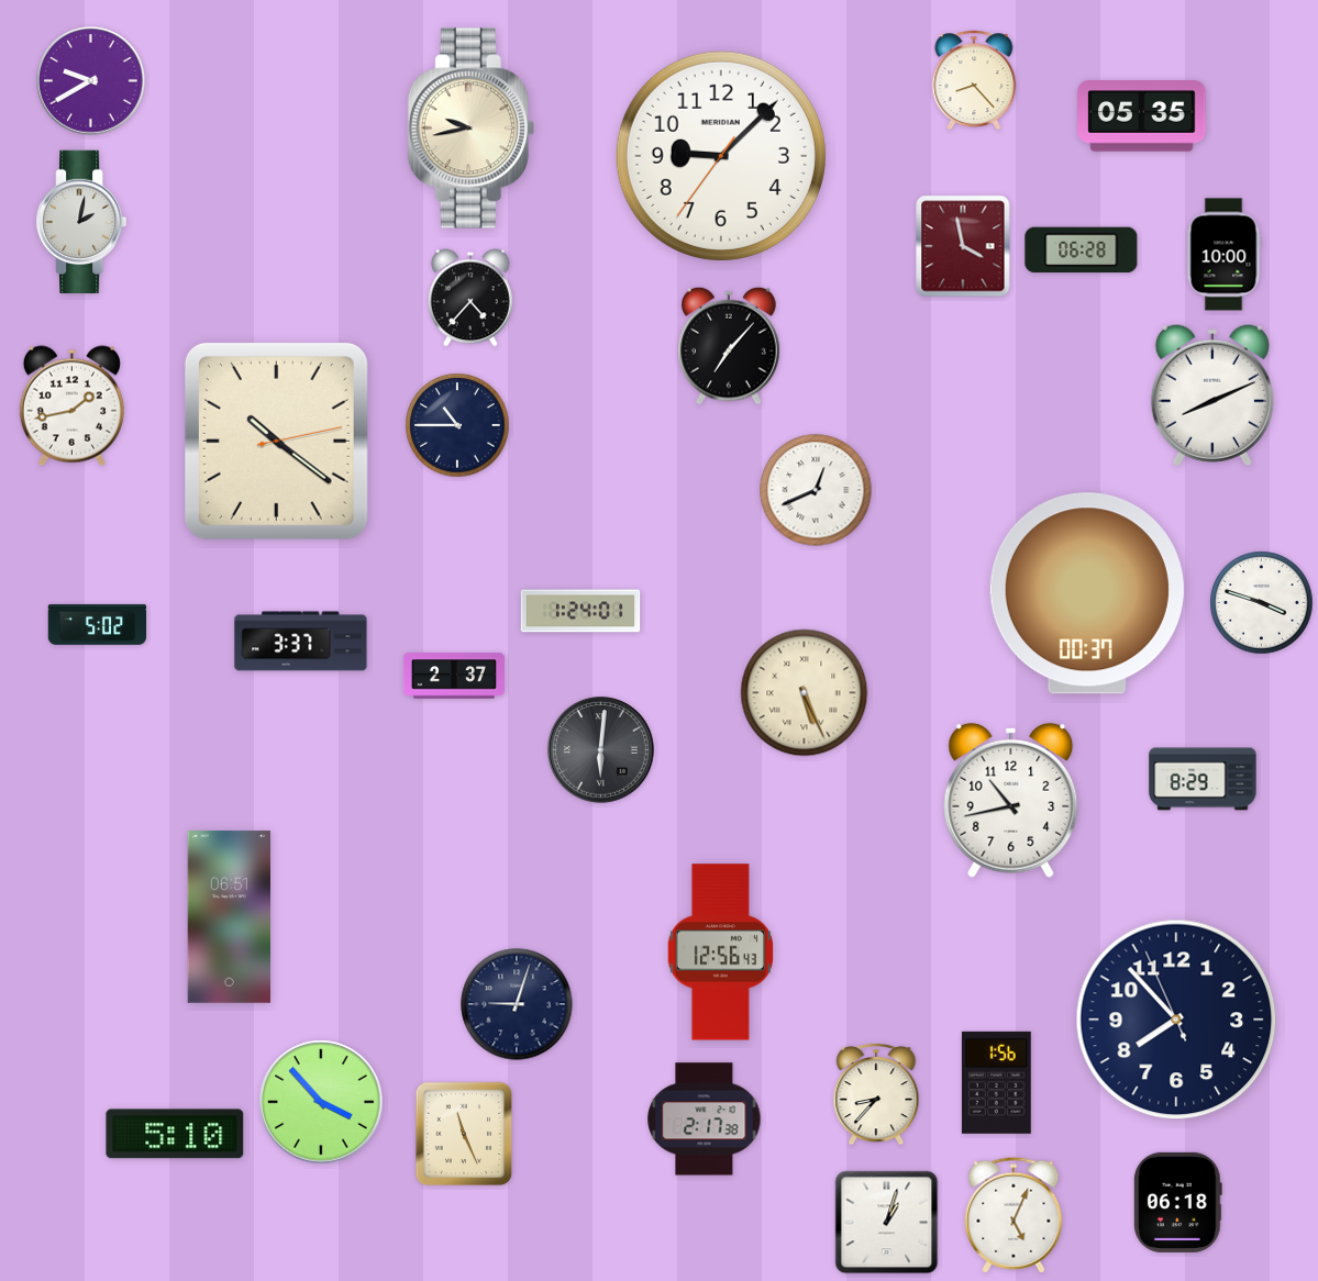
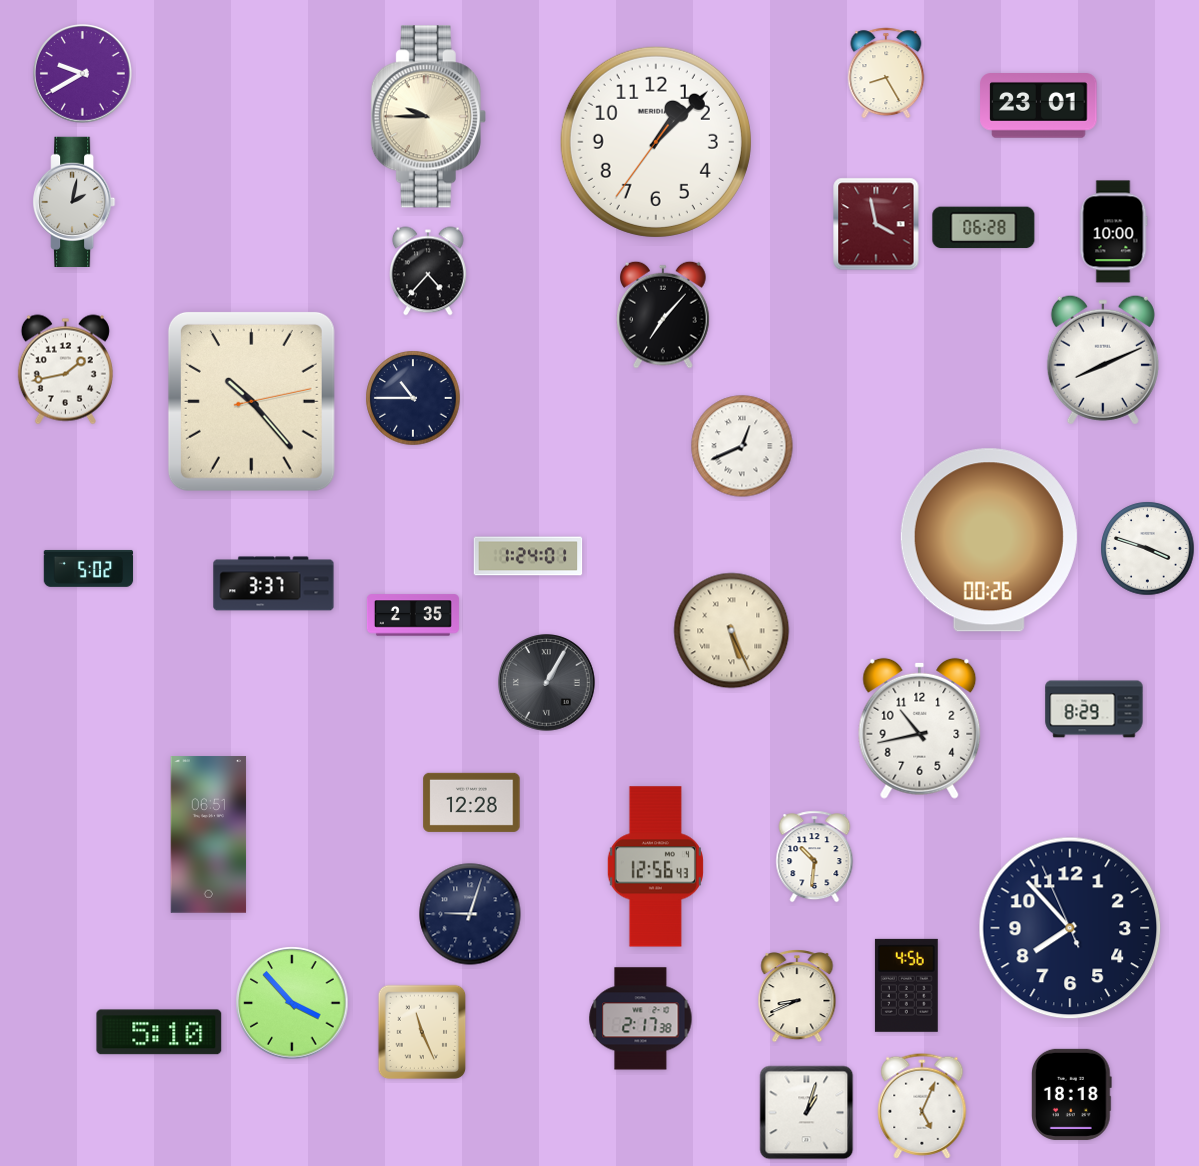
clock at (974, 80): 8:23 -> 8:25
clock at (1142, 116): 05:35 -> 23:01
clock at (470, 129): 9:43 -> 9:45
clock at (721, 156): 9:07 -> 1:07
clock at (457, 425) position: (457, 425) -> (413, 398)
clock at (276, 441): 10:21 -> 10:23
clock at (1087, 593): 00:37 -> 00:26
clock at (454, 676): 2:37 -> 2:35
clock at (601, 750): 6:01 -> 1:05
clock at (472, 802): none -> 12:28
clock at (815, 857): none -> 10:31
clock at (996, 1082): 1:56 -> 4:56
clock at (876, 1094): 8:37 -> 8:41
clock at (1178, 1202): 06:18 -> 18:18
